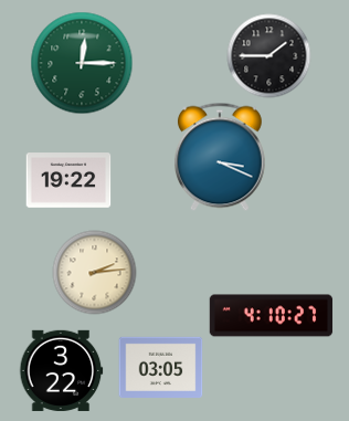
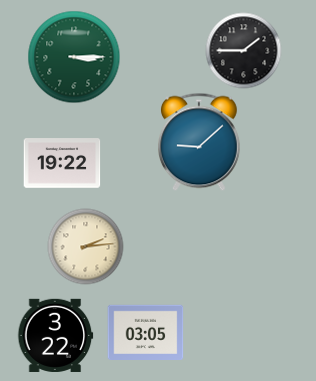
clock at (82, 63): 12:15 -> 3:15
clock at (221, 157): 3:19 -> 9:08
clock at (272, 316): 4:10 -> none
